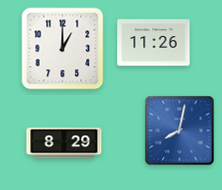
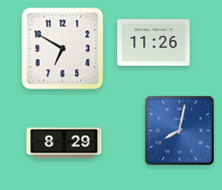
clock at (63, 49): 1:00 -> 6:50
